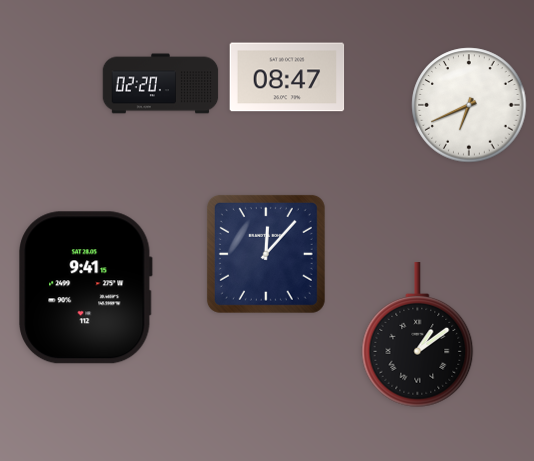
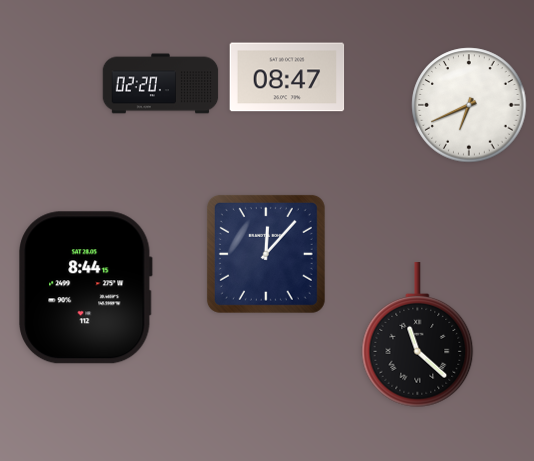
clock at (86, 288): 9:41 -> 8:44
clock at (418, 335): 1:09 -> 11:22
